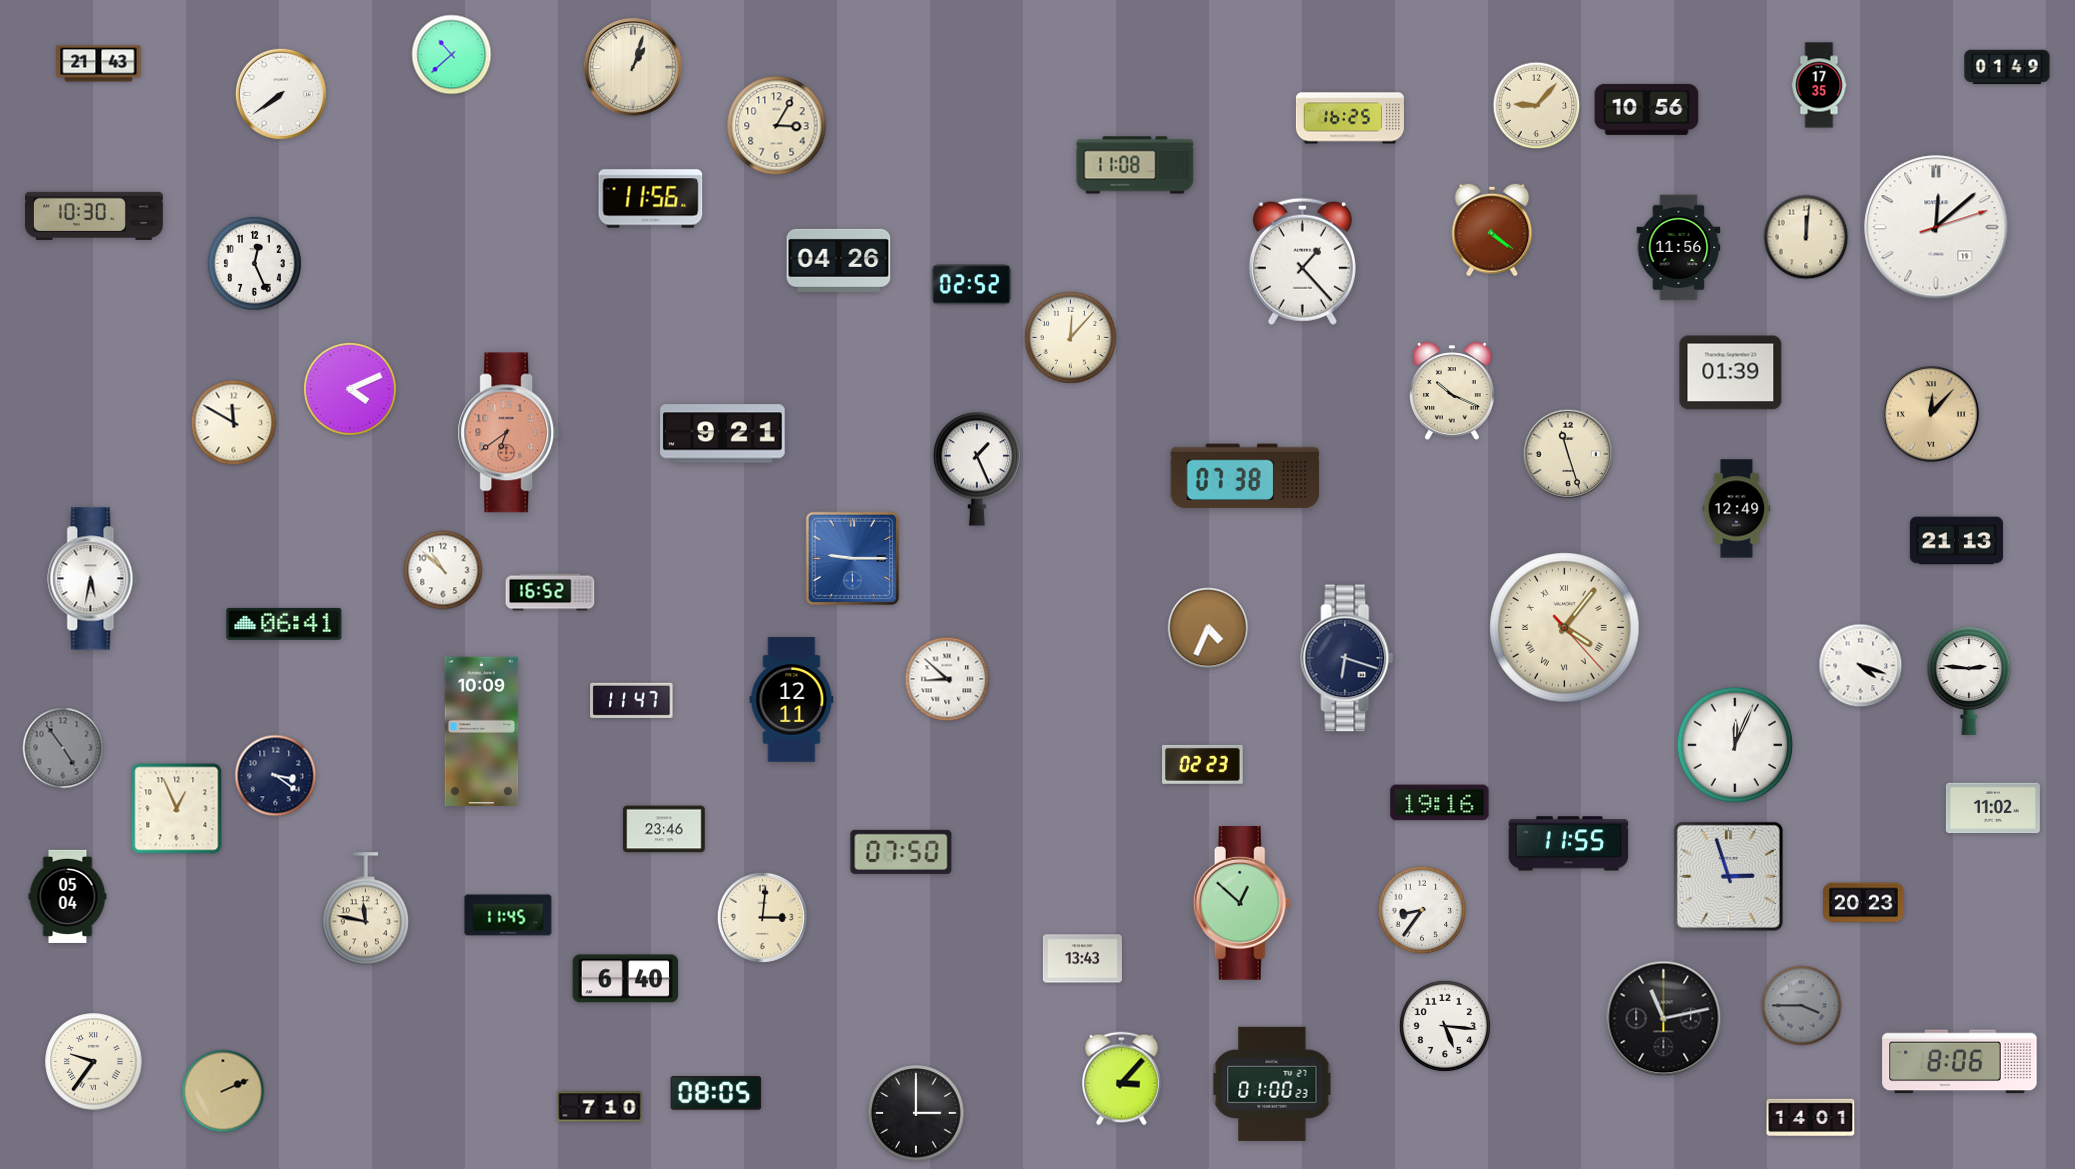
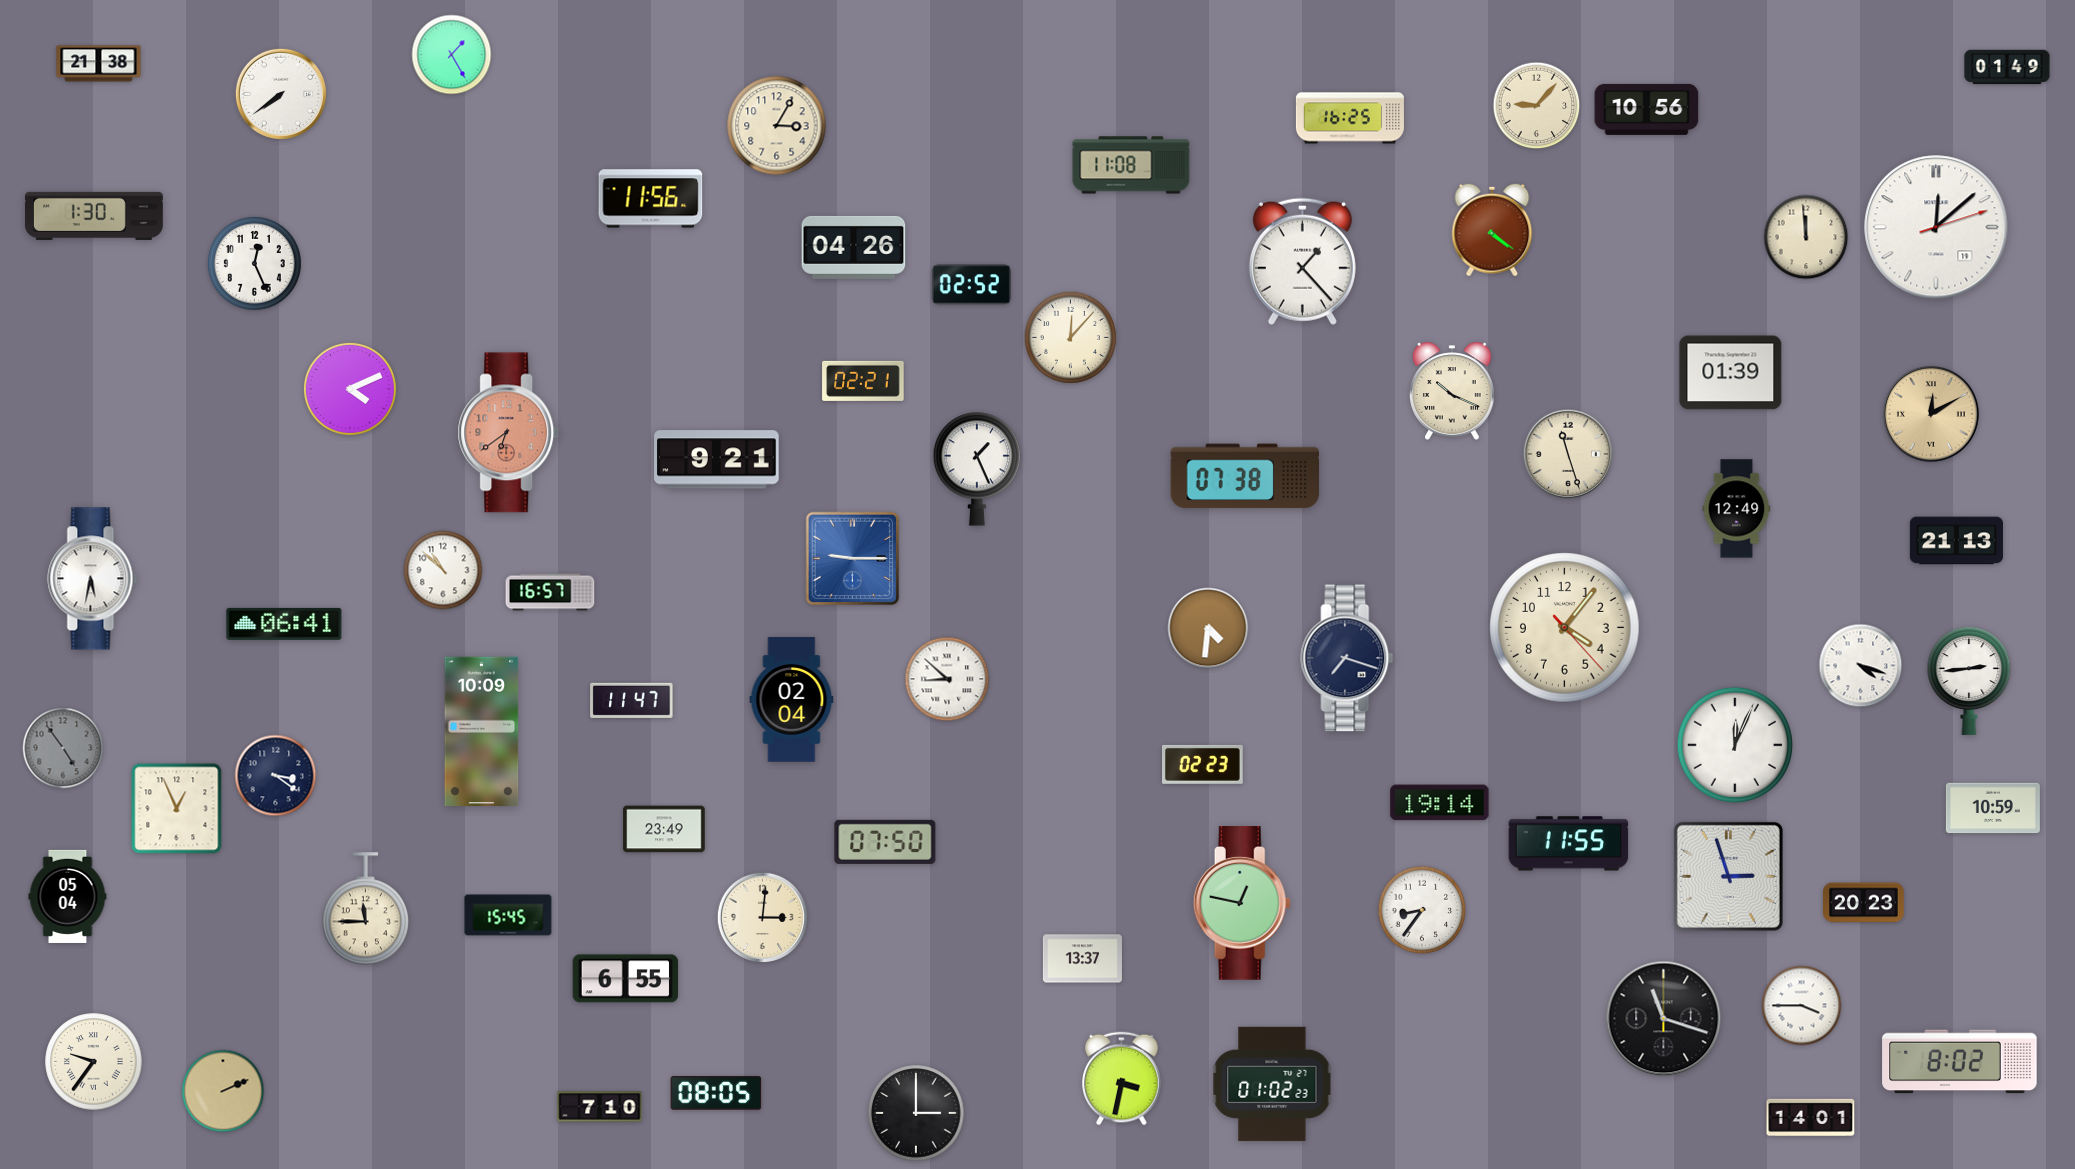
clock at (452, 55): 10:38 -> 1:25
clock at (99, 64): 21:43 -> 21:38
clock at (633, 67): 1:03 -> none
clock at (1819, 85): 17:35 -> none
clock at (1135, 165) position: (1135, 165) -> (1131, 165)
clock at (94, 216): 10:30 -> 1:30
clock at (1806, 237): 12:01 -> 11:59
clock at (1679, 248): 11:56 -> none
clock at (839, 260) position: (839, 260) -> (854, 247)
clock at (863, 381): none -> 02:21
clock at (1931, 414): 12:07 -> 12:10
clock at (234, 423): 11:50 -> none
clock at (723, 434) position: (723, 434) -> (717, 460)
clock at (550, 592): 16:52 -> 16:57
clock at (1208, 628): 4:34 -> 4:31
clock at (1565, 628) numerals: Roman -> Arabic
clock at (1347, 658): 6:18 -> 7:18
clock at (1969, 681): 2:46 -> 2:44
clock at (792, 700): 12:11 -> 02:04
clock at (1440, 803): 19:16 -> 19:14
clock at (1993, 808): 11:02 -> 10:59
clock at (664, 829): 23:46 -> 23:49
clock at (901, 852) position: (901, 852) -> (885, 842)
clock at (1242, 903): 12:52 -> 12:47
clock at (366, 909): 11:47 -> 11:45
clock at (508, 915): 11:45 -> 15:45
clock at (1082, 959): 13:43 -> 13:37
clock at (626, 979): 6:40 -> 6:55
clock at (1802, 1006) dial: grey -> white
clock at (1664, 1019): 11:13 -> 11:18
clock at (1445, 1026): 5:16 -> none
clock at (1960, 1062): 8:06 -> 8:02
clock at (1122, 1079): 3:07 -> 3:32
clock at (1272, 1084): 01:00 -> 01:02
